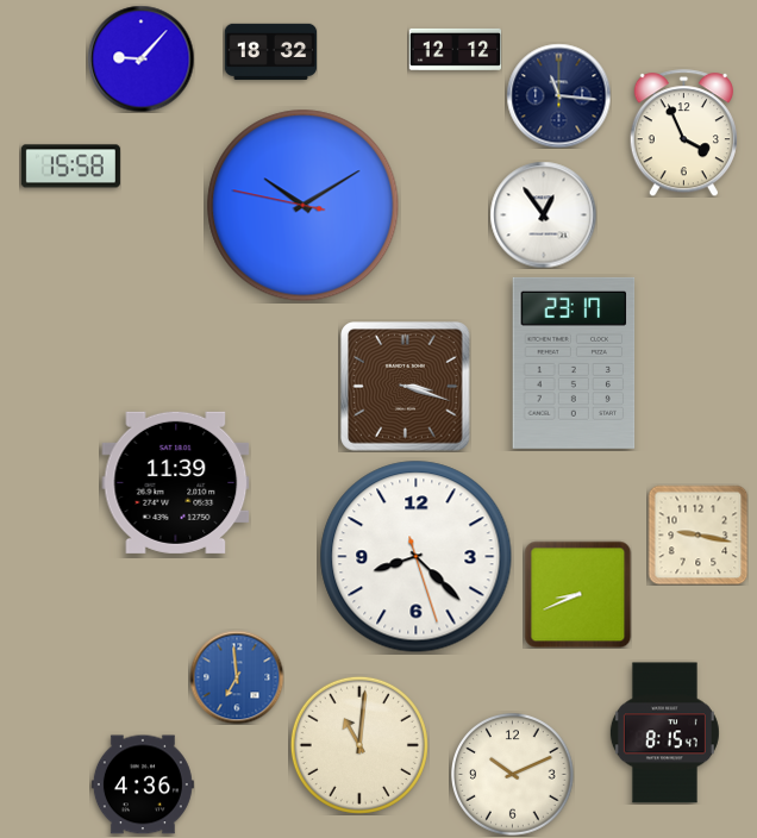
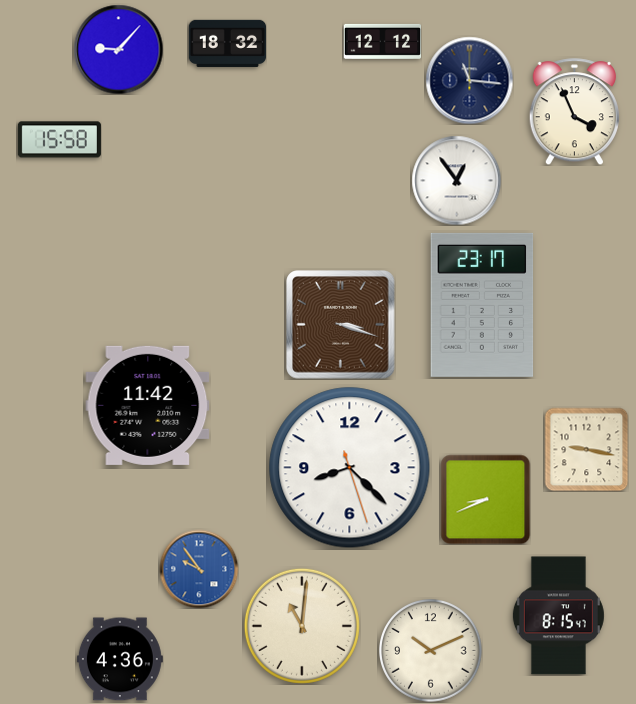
clock at (304, 206): 10:09 -> none
clock at (176, 482): 11:39 -> 11:42
clock at (237, 677): 6:59 -> 9:54
